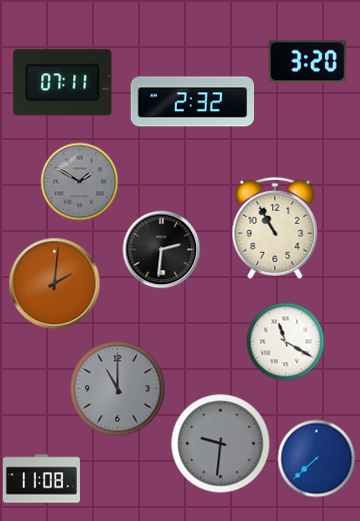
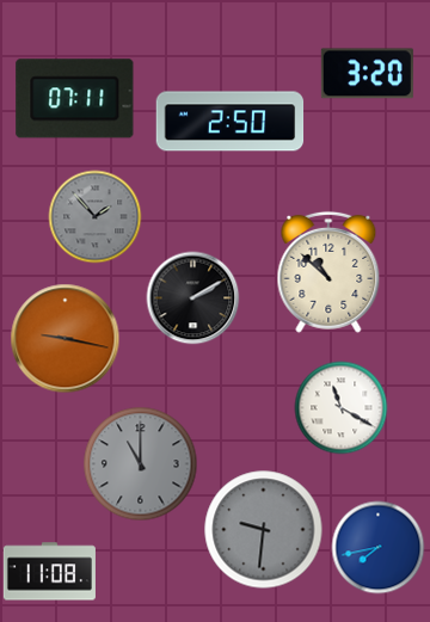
clock at (193, 102): 2:32 -> 2:50
clock at (79, 181): 1:50 -> 1:53
clock at (275, 228): 10:55 -> 10:52
clock at (161, 249): 2:31 -> 2:10
clock at (54, 283): 2:01 -> 9:17
clock at (316, 458): 7:38 -> 7:43
